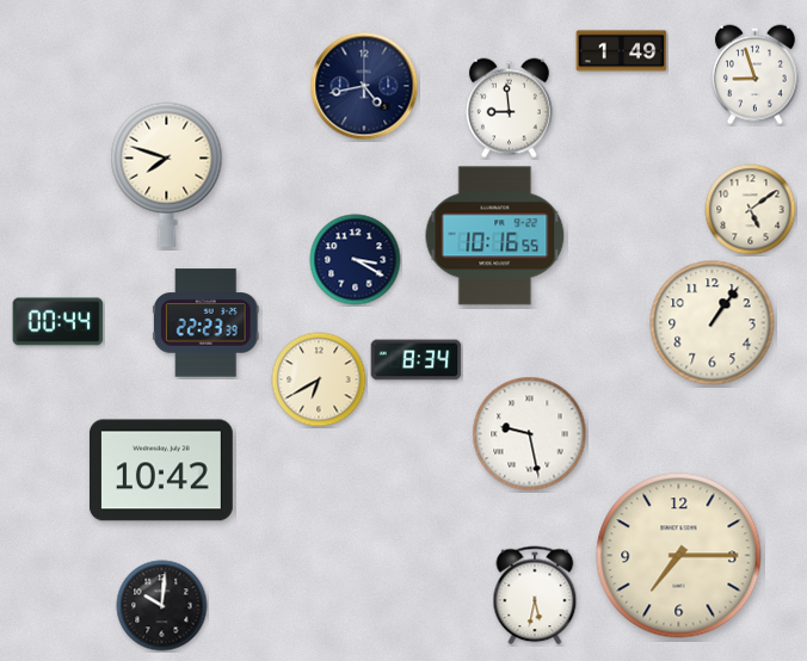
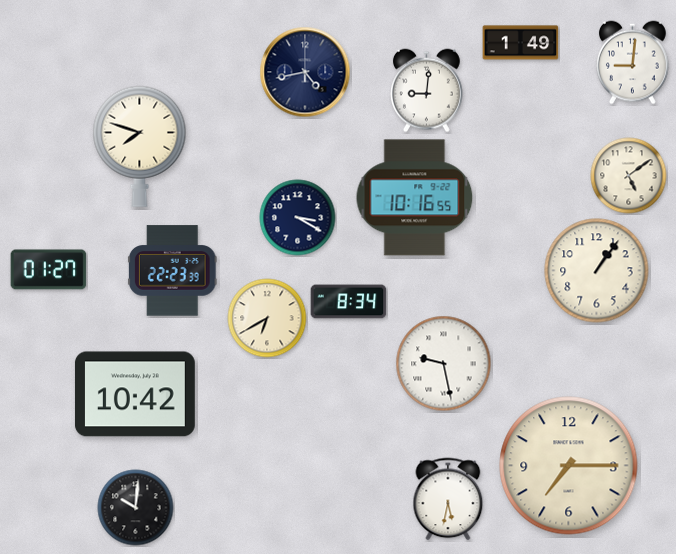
clock at (756, 75): 8:57 -> 9:01
clock at (510, 109): 8:59 -> 9:01
clock at (58, 322): 00:44 -> 01:27
